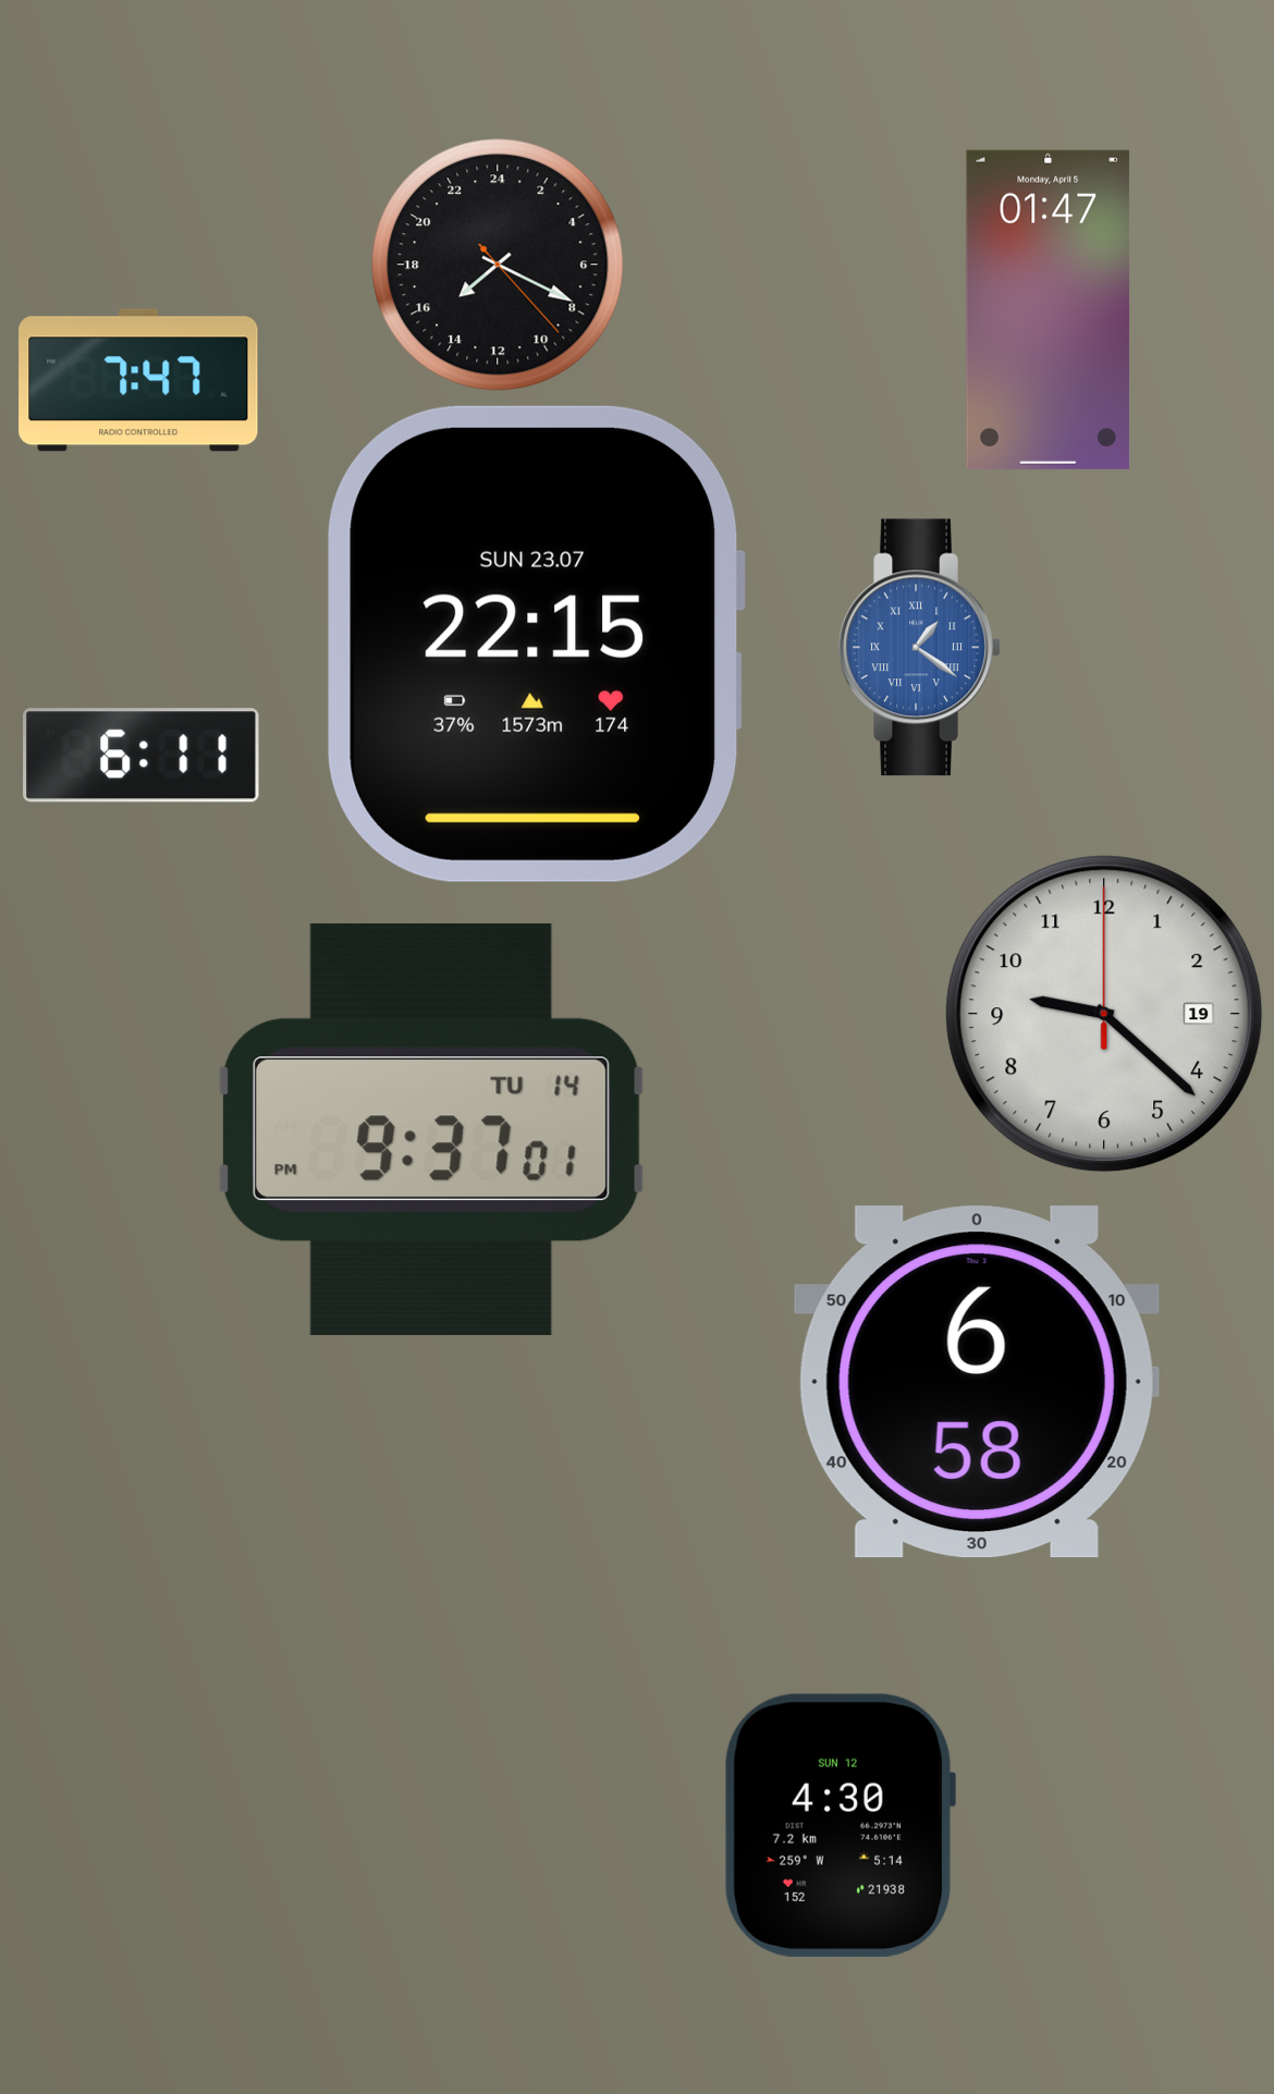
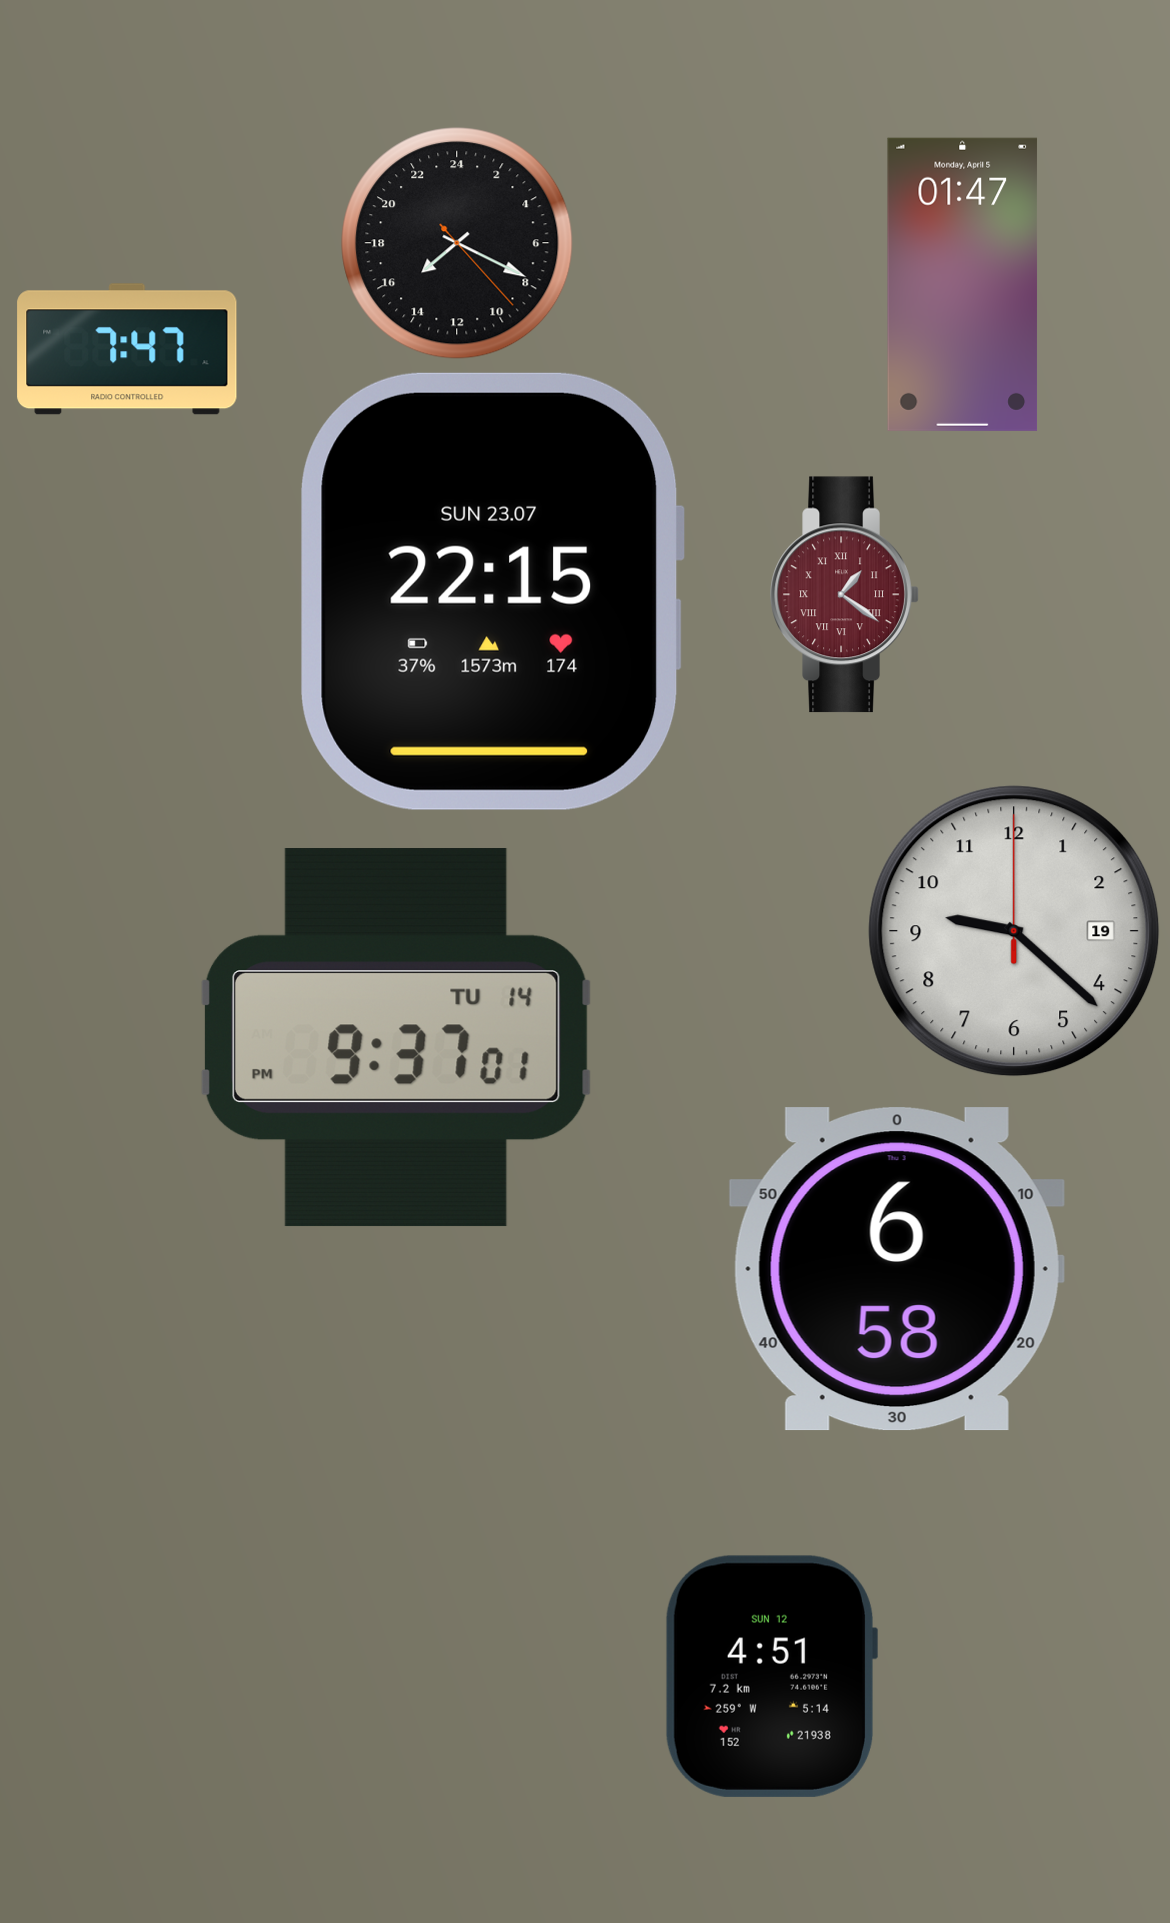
clock at (920, 648) dial: blue -> burgundy
clock at (142, 756): 6:11 -> none
clock at (840, 1825): 4:30 -> 4:51
